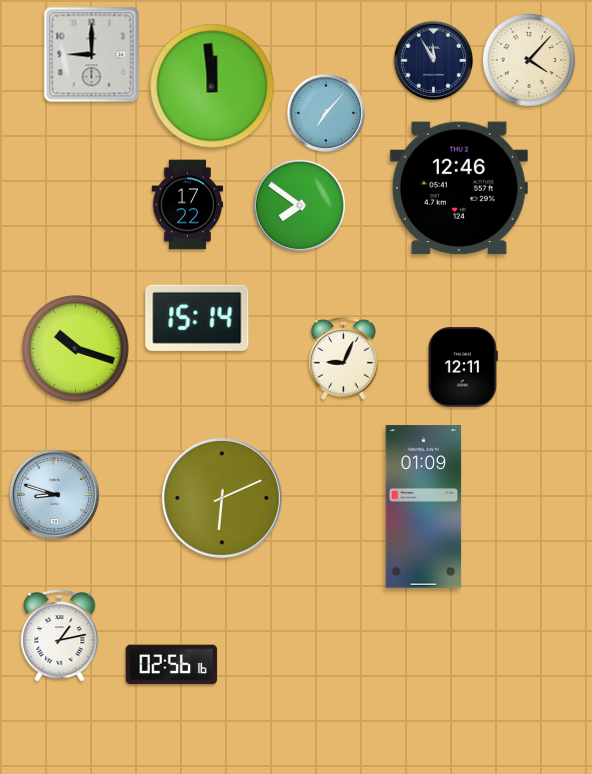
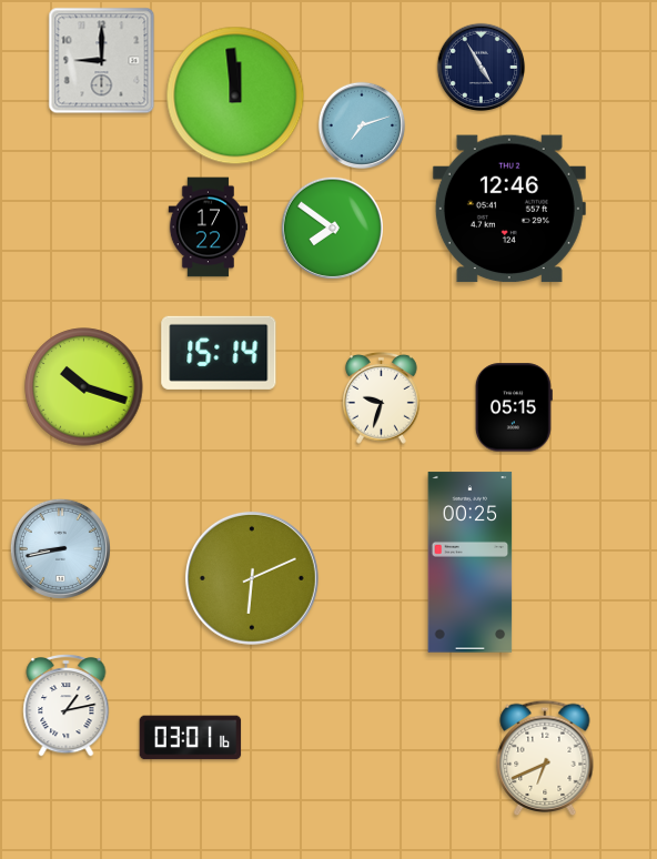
clock at (529, 60): 4:07 -> none
clock at (434, 61): 11:55 -> 4:55
clock at (326, 113): 7:07 -> 7:12
clock at (344, 358): 9:04 -> 9:33
clock at (463, 367): 12:11 -> 05:15
clock at (54, 494): 8:48 -> 8:43
clock at (222, 498) position: (222, 498) -> (252, 578)
clock at (424, 507): 01:09 -> 00:25
clock at (172, 665): 02:56 -> 03:01
clock at (545, 757): none -> 6:41
